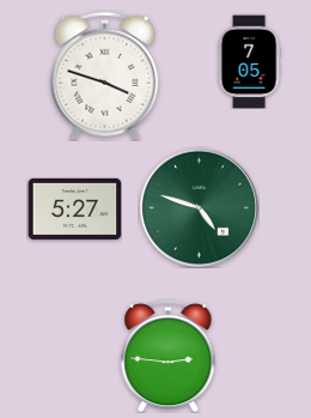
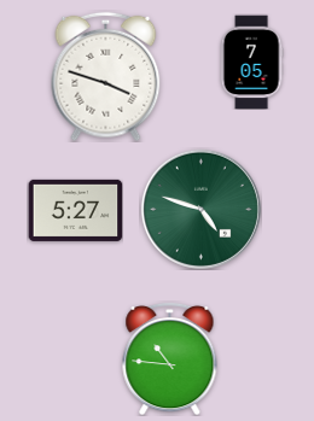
clock at (169, 356): 2:46 -> 10:46
